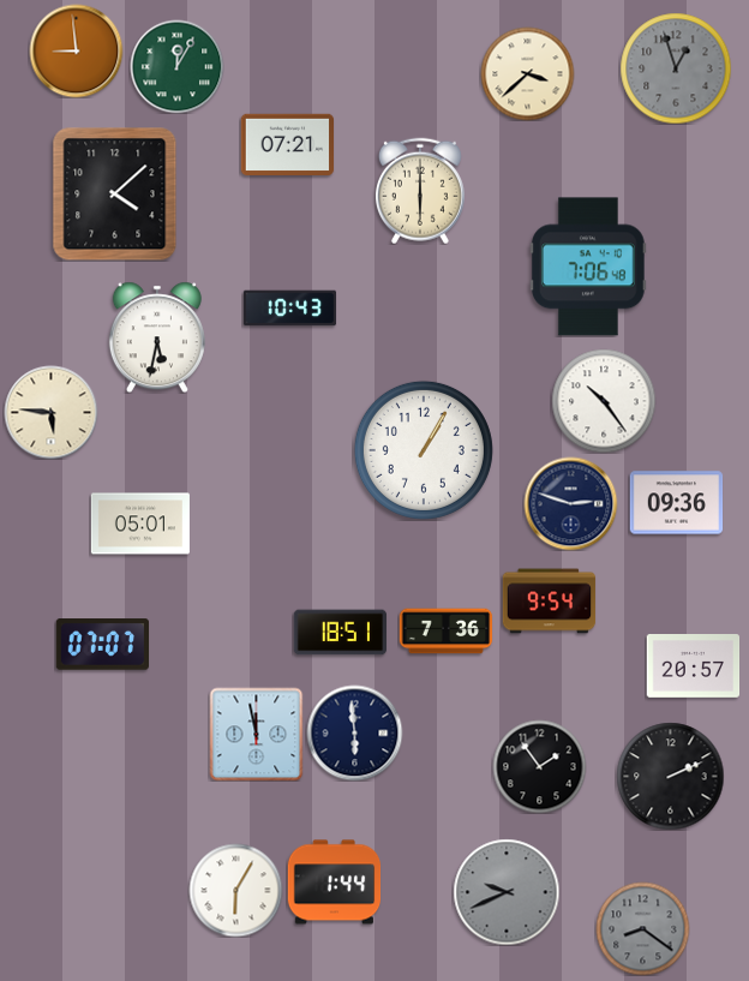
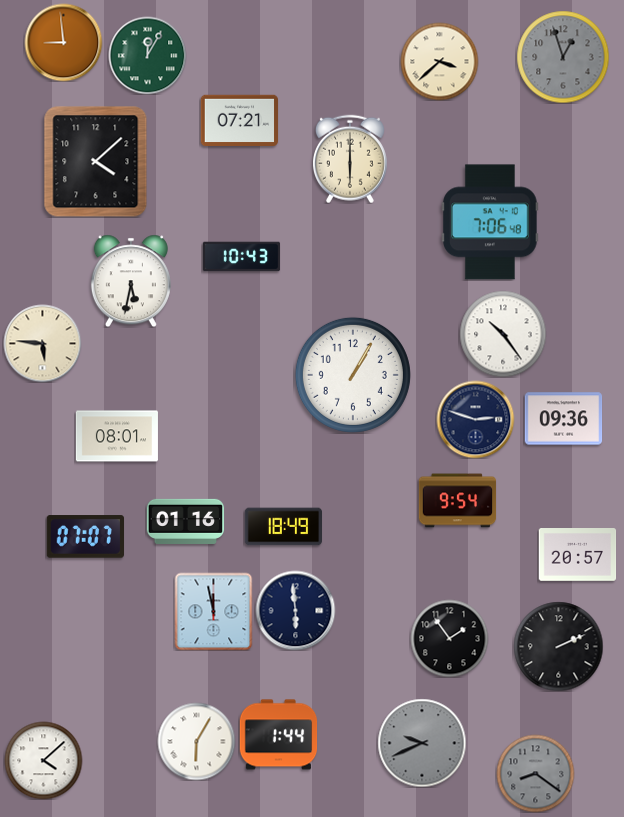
clock at (140, 524): 05:01 -> 08:01
clock at (185, 521): none -> 01:16
clock at (445, 632): 7:36 -> none
clock at (340, 633): 18:51 -> 18:49
clock at (43, 760): none -> 4:08
